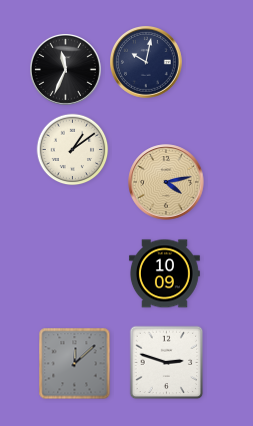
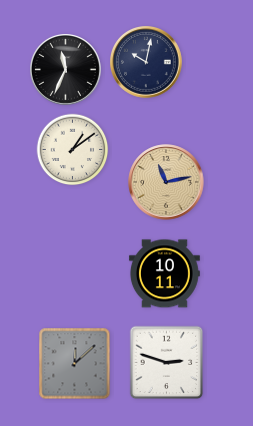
clock at (166, 182): 4:13 -> 11:13
clock at (164, 274): 10:09 -> 10:11
